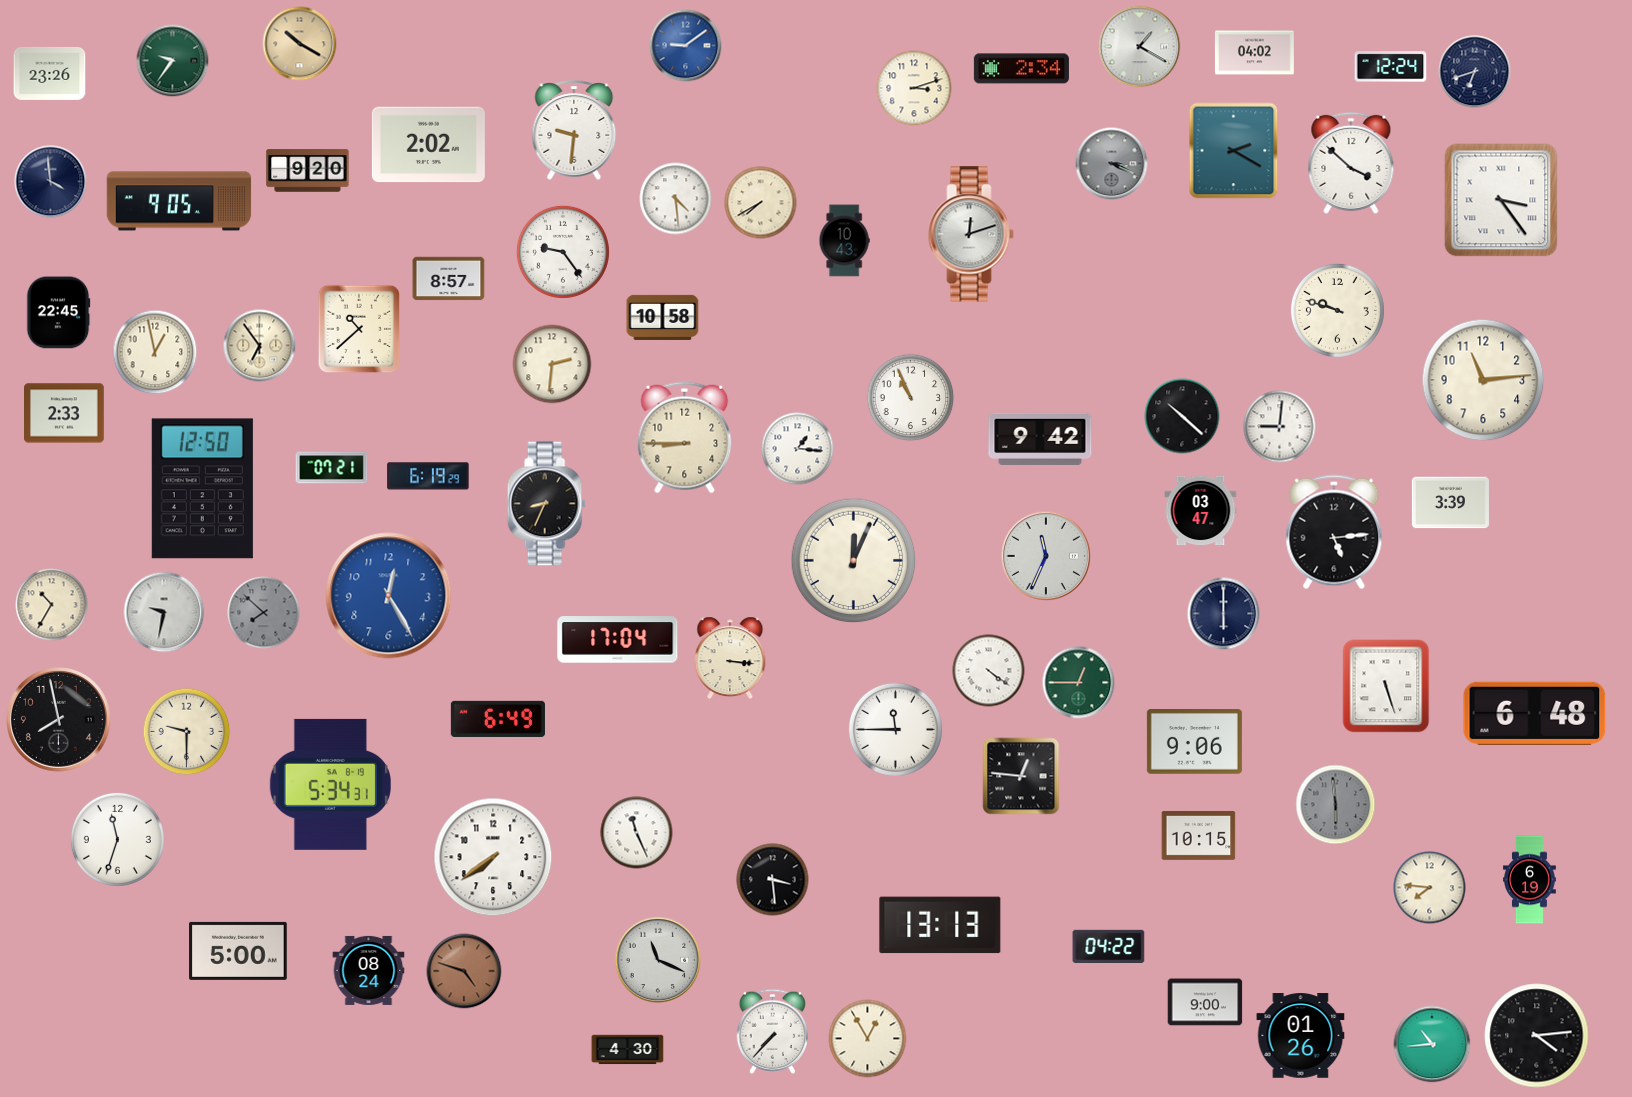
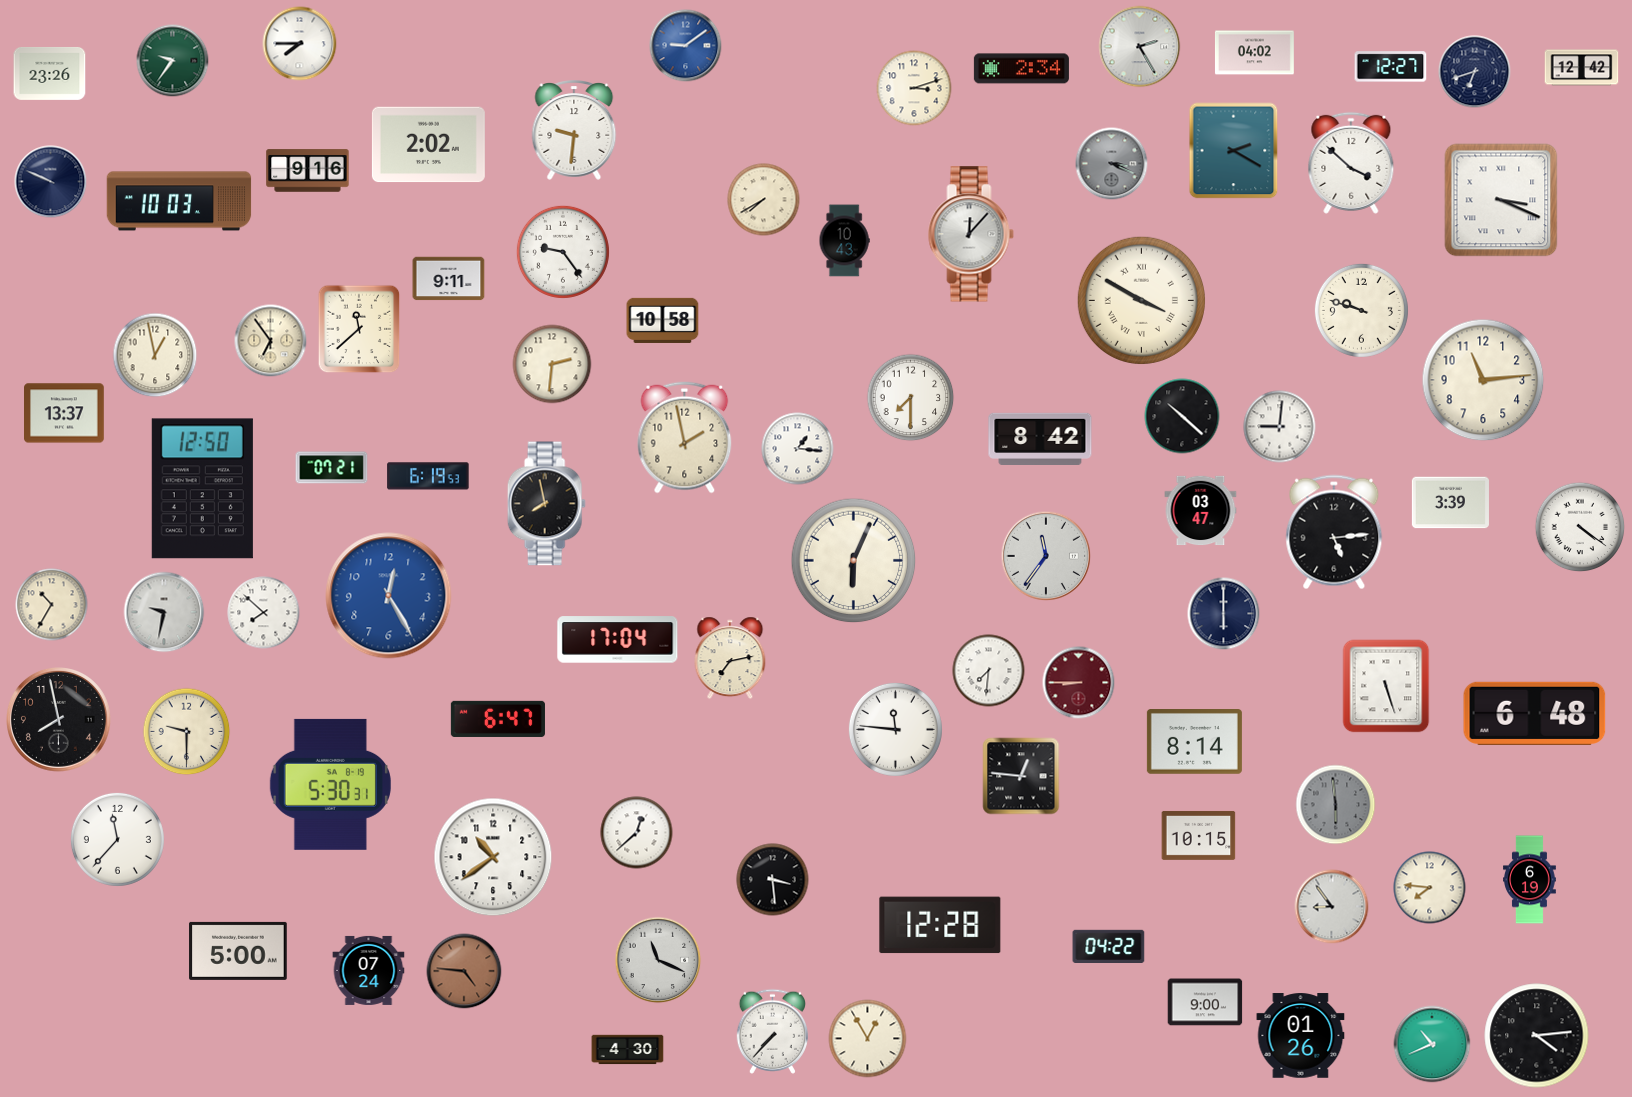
clock at (300, 44): 10:20 -> 7:45
clock at (300, 44) dial: champagne -> white
clock at (1140, 47): 1:20 -> 2:25
clock at (1391, 67): 12:24 -> 12:27
clock at (1582, 68): none -> 12:42
clock at (308, 171): 9:20 -> 9:16
clock at (51, 182): 3:59 -> 9:49
clock at (676, 199): 4:29 -> none
clock at (1501, 200): 3:24 -> 3:19
clock at (179, 201): 9:05 -> 10:03
clock at (761, 203) position: (761, 203) -> (764, 200)
clock at (971, 234): 12:12 -> 12:07
clock at (449, 279): 8:57 -> 9:11
clock at (1141, 300): none -> 3:50
clock at (1337, 310) position: (1337, 310) -> (1361, 310)
clock at (58, 313): 22:45 -> none
clock at (663, 317) position: (663, 317) -> (663, 320)
clock at (359, 329): 10:38 -> 11:38
clock at (260, 346) position: (260, 346) -> (271, 341)
clock at (155, 352) position: (155, 352) -> (155, 355)
clock at (911, 398): 10:56 -> 7:30
clock at (64, 413): 2:33 -> 13:37
clock at (685, 438): 8:45 -> 1:58
clock at (1040, 438): 9:42 -> 8:42
clock at (428, 476): 6:19:29 -> 6:19:53
clock at (546, 504): 8:34 -> 7:58
clock at (1580, 527): none -> 4:21
clock at (1046, 556): 11:34 -> 11:36
clock at (854, 561): 12:04 -> 6:04
clock at (264, 613) dial: grey -> white
clock at (730, 658): 3:16 -> 7:13
clock at (989, 671): 4:21 -> 7:31
clock at (1079, 683): 12:45 -> 8:45
clock at (1079, 683) dial: green -> burgundy
clock at (498, 719): 6:49 -> 6:47
clock at (895, 729): 11:45 -> 11:46
clock at (1194, 742): 9:06 -> 8:14
clock at (330, 784): 5:34 -> 5:30
clock at (637, 833): 11:26 -> 12:38
clock at (117, 839): 11:33 -> 11:37
clock at (493, 857): 7:39 -> 10:39
clock at (1332, 907): none -> 8:54
clock at (940, 925): 13:13 -> 12:28
clock at (369, 970): 08:24 -> 07:24
clock at (464, 971): 4:48 -> 4:46
clock at (1432, 1044): 10:44 -> 10:41
